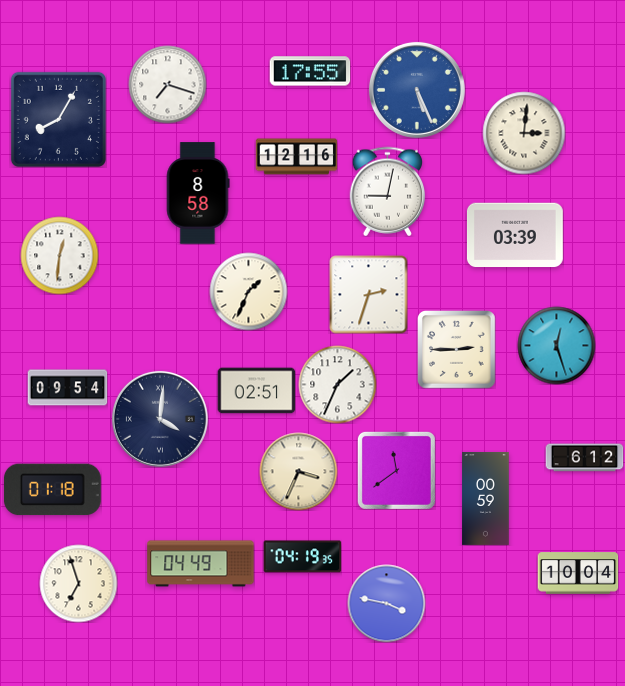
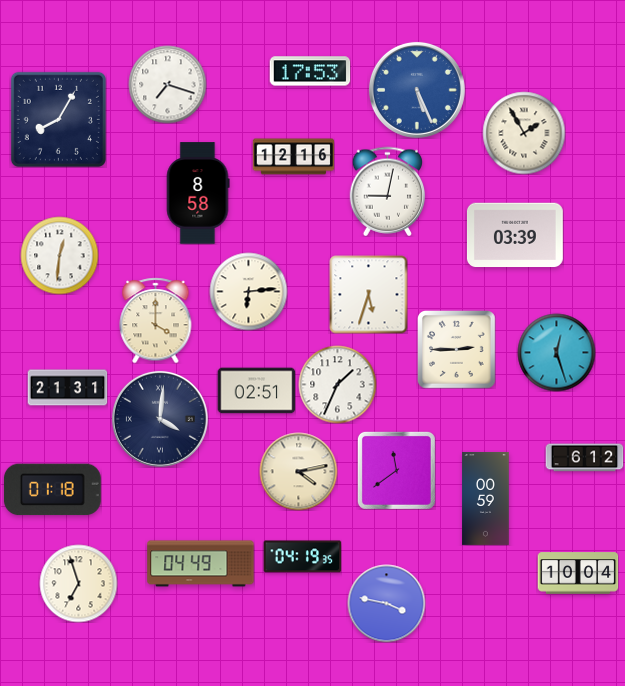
clock at (310, 71): 17:55 -> 17:53
clock at (524, 133): 3:01 -> 1:55
clock at (296, 157) position: (296, 157) -> (293, 157)
clock at (248, 291): 1:34 -> 6:14
clock at (368, 294): 2:33 -> 5:33
clock at (156, 320): none -> 4:00
clock at (556, 345) position: (556, 345) -> (556, 352)
clock at (67, 388): 09:54 -> 21:31
clock at (298, 471): 3:34 -> 4:13
